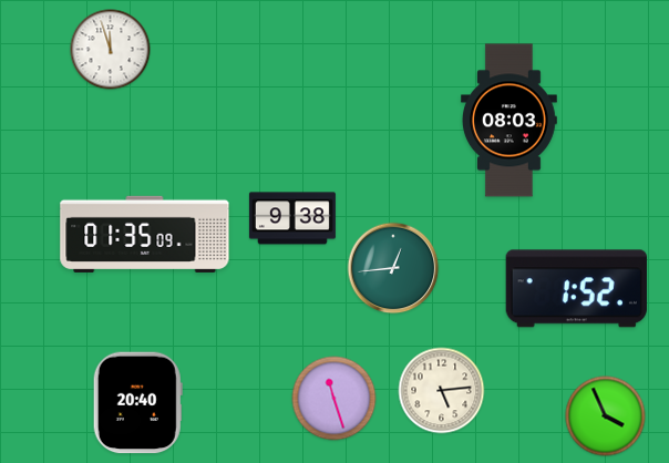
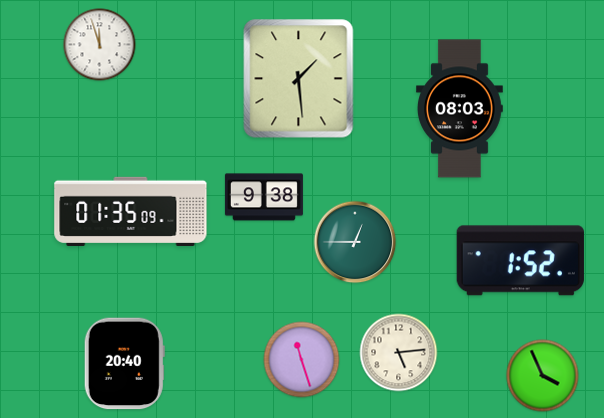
clock at (299, 79): none -> 1:29
clock at (393, 268): 12:44 -> 12:45
clock at (606, 416) position: (606, 416) -> (543, 376)
